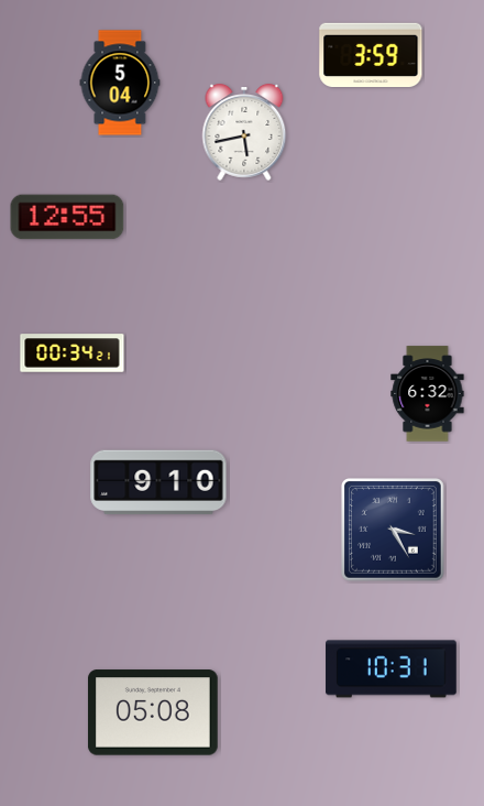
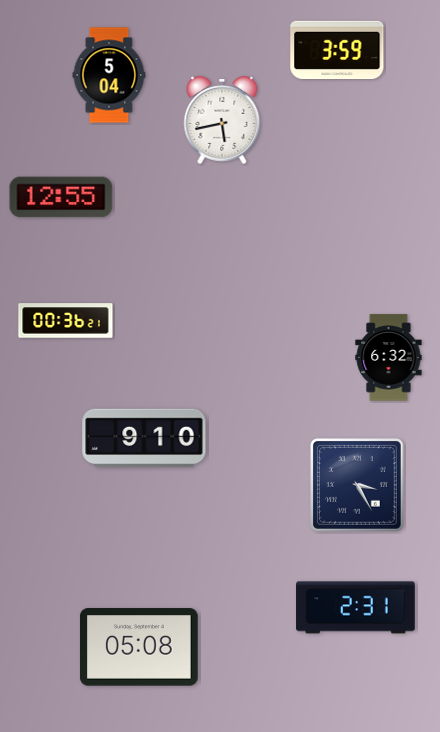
clock at (73, 353): 00:34 -> 00:36
clock at (394, 531) position: (394, 531) -> (358, 486)
clock at (392, 669): 10:31 -> 2:31
